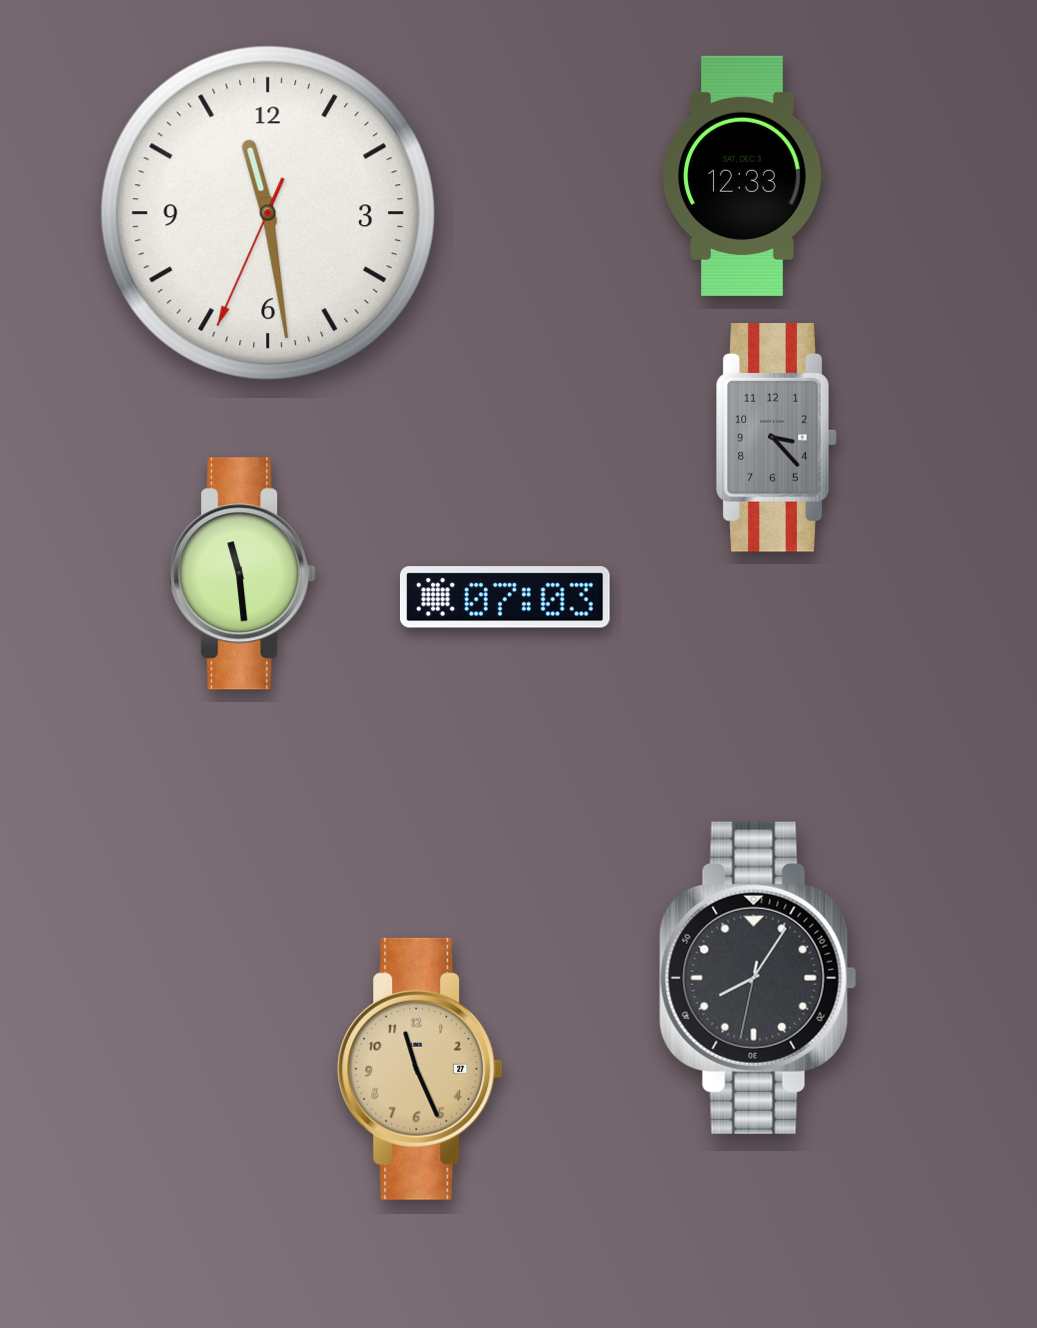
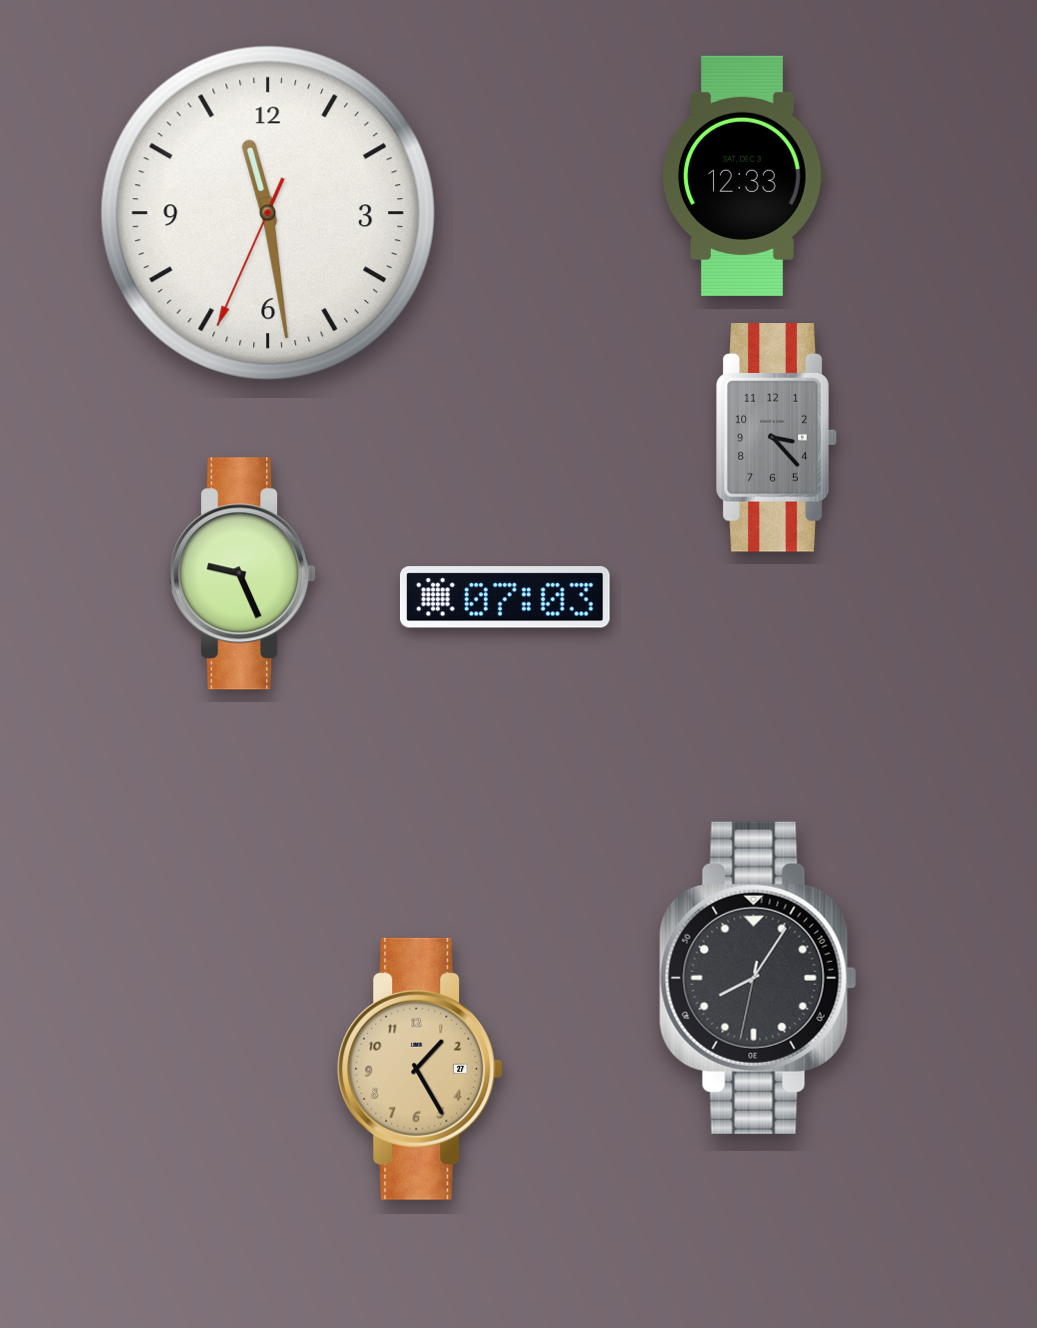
clock at (243, 574): 11:29 -> 9:26
clock at (420, 1069): 11:26 -> 1:25
